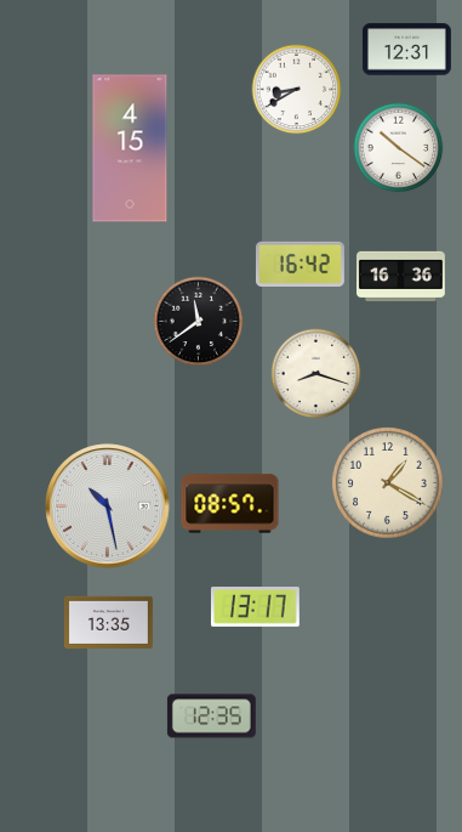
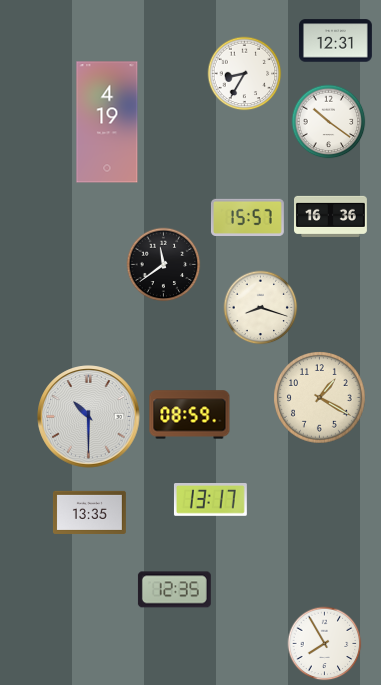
clock at (297, 90): 8:40 -> 8:35
clock at (130, 148): 4:15 -> 4:19
clock at (300, 264): 16:42 -> 15:57
clock at (401, 276) position: (401, 276) -> (331, 216)
clock at (230, 504): 08:57 -> 08:59
clock at (108, 506): 10:28 -> 10:30
clock at (325, 644): none -> 7:55
